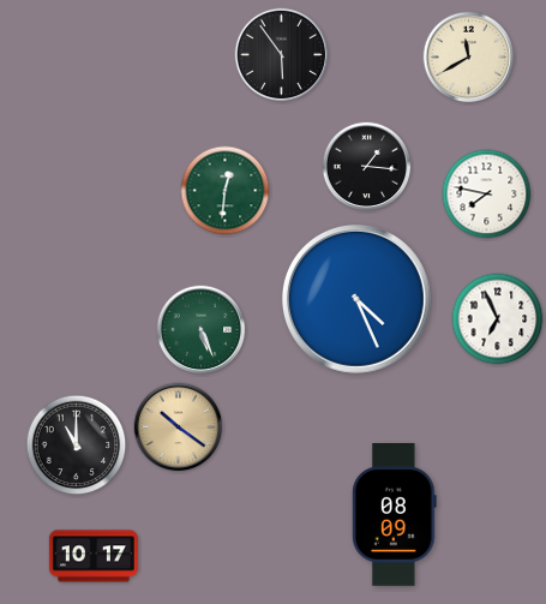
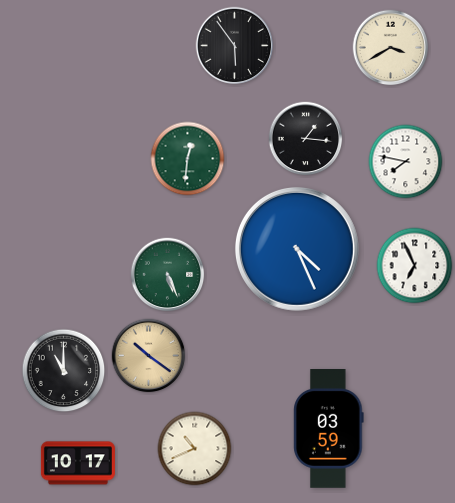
clock at (469, 58): 11:40 -> 3:40
clock at (395, 515): 08:09 -> 03:59
clock at (195, 449): none -> 10:41
